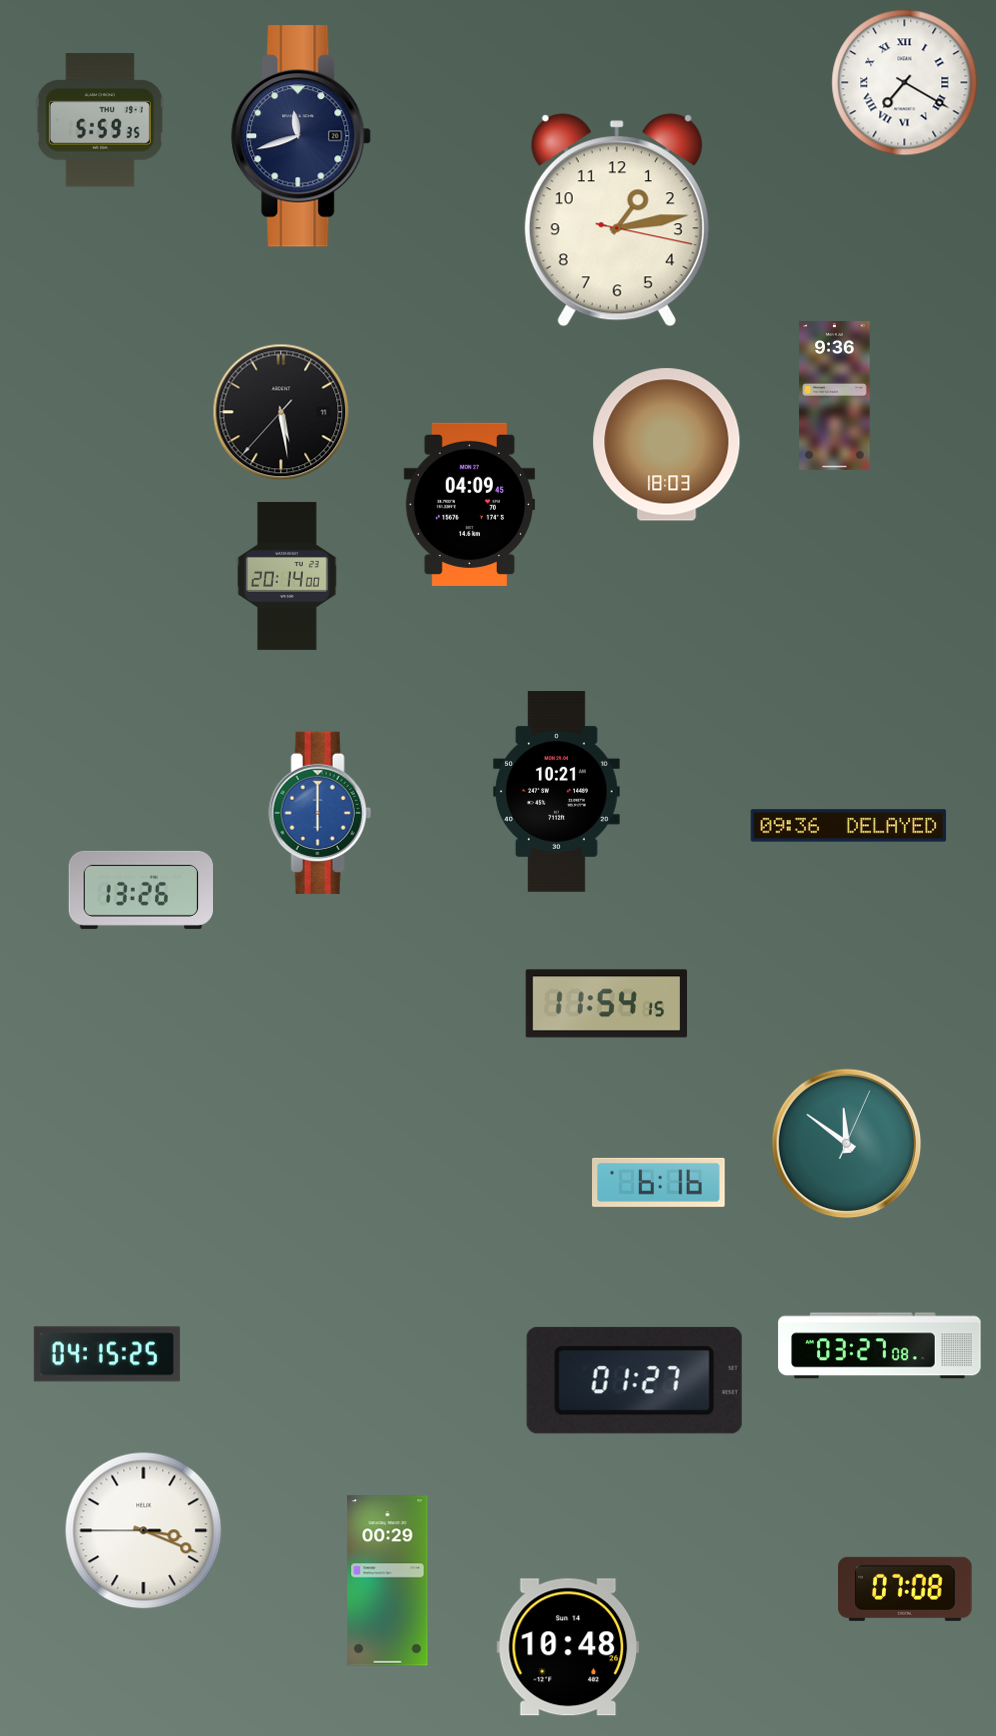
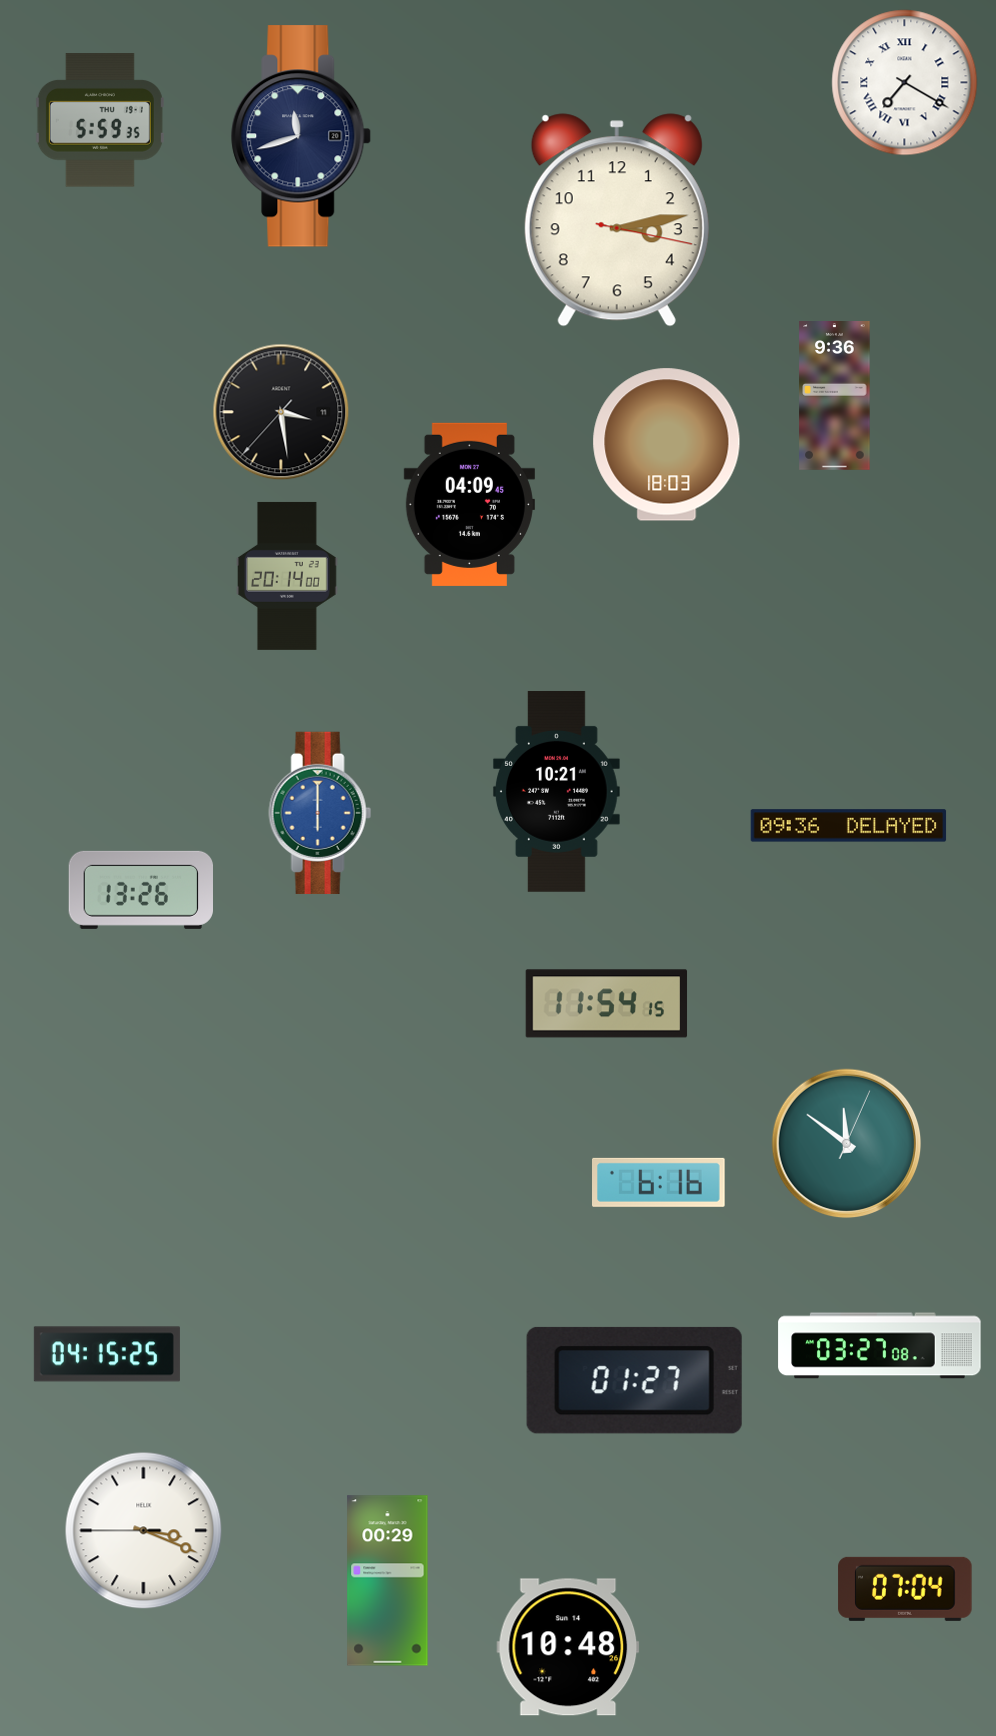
clock at (617, 220): 1:13 -> 3:13
clock at (281, 412): 5:28 -> 3:28
clock at (905, 1589): 07:08 -> 07:04
